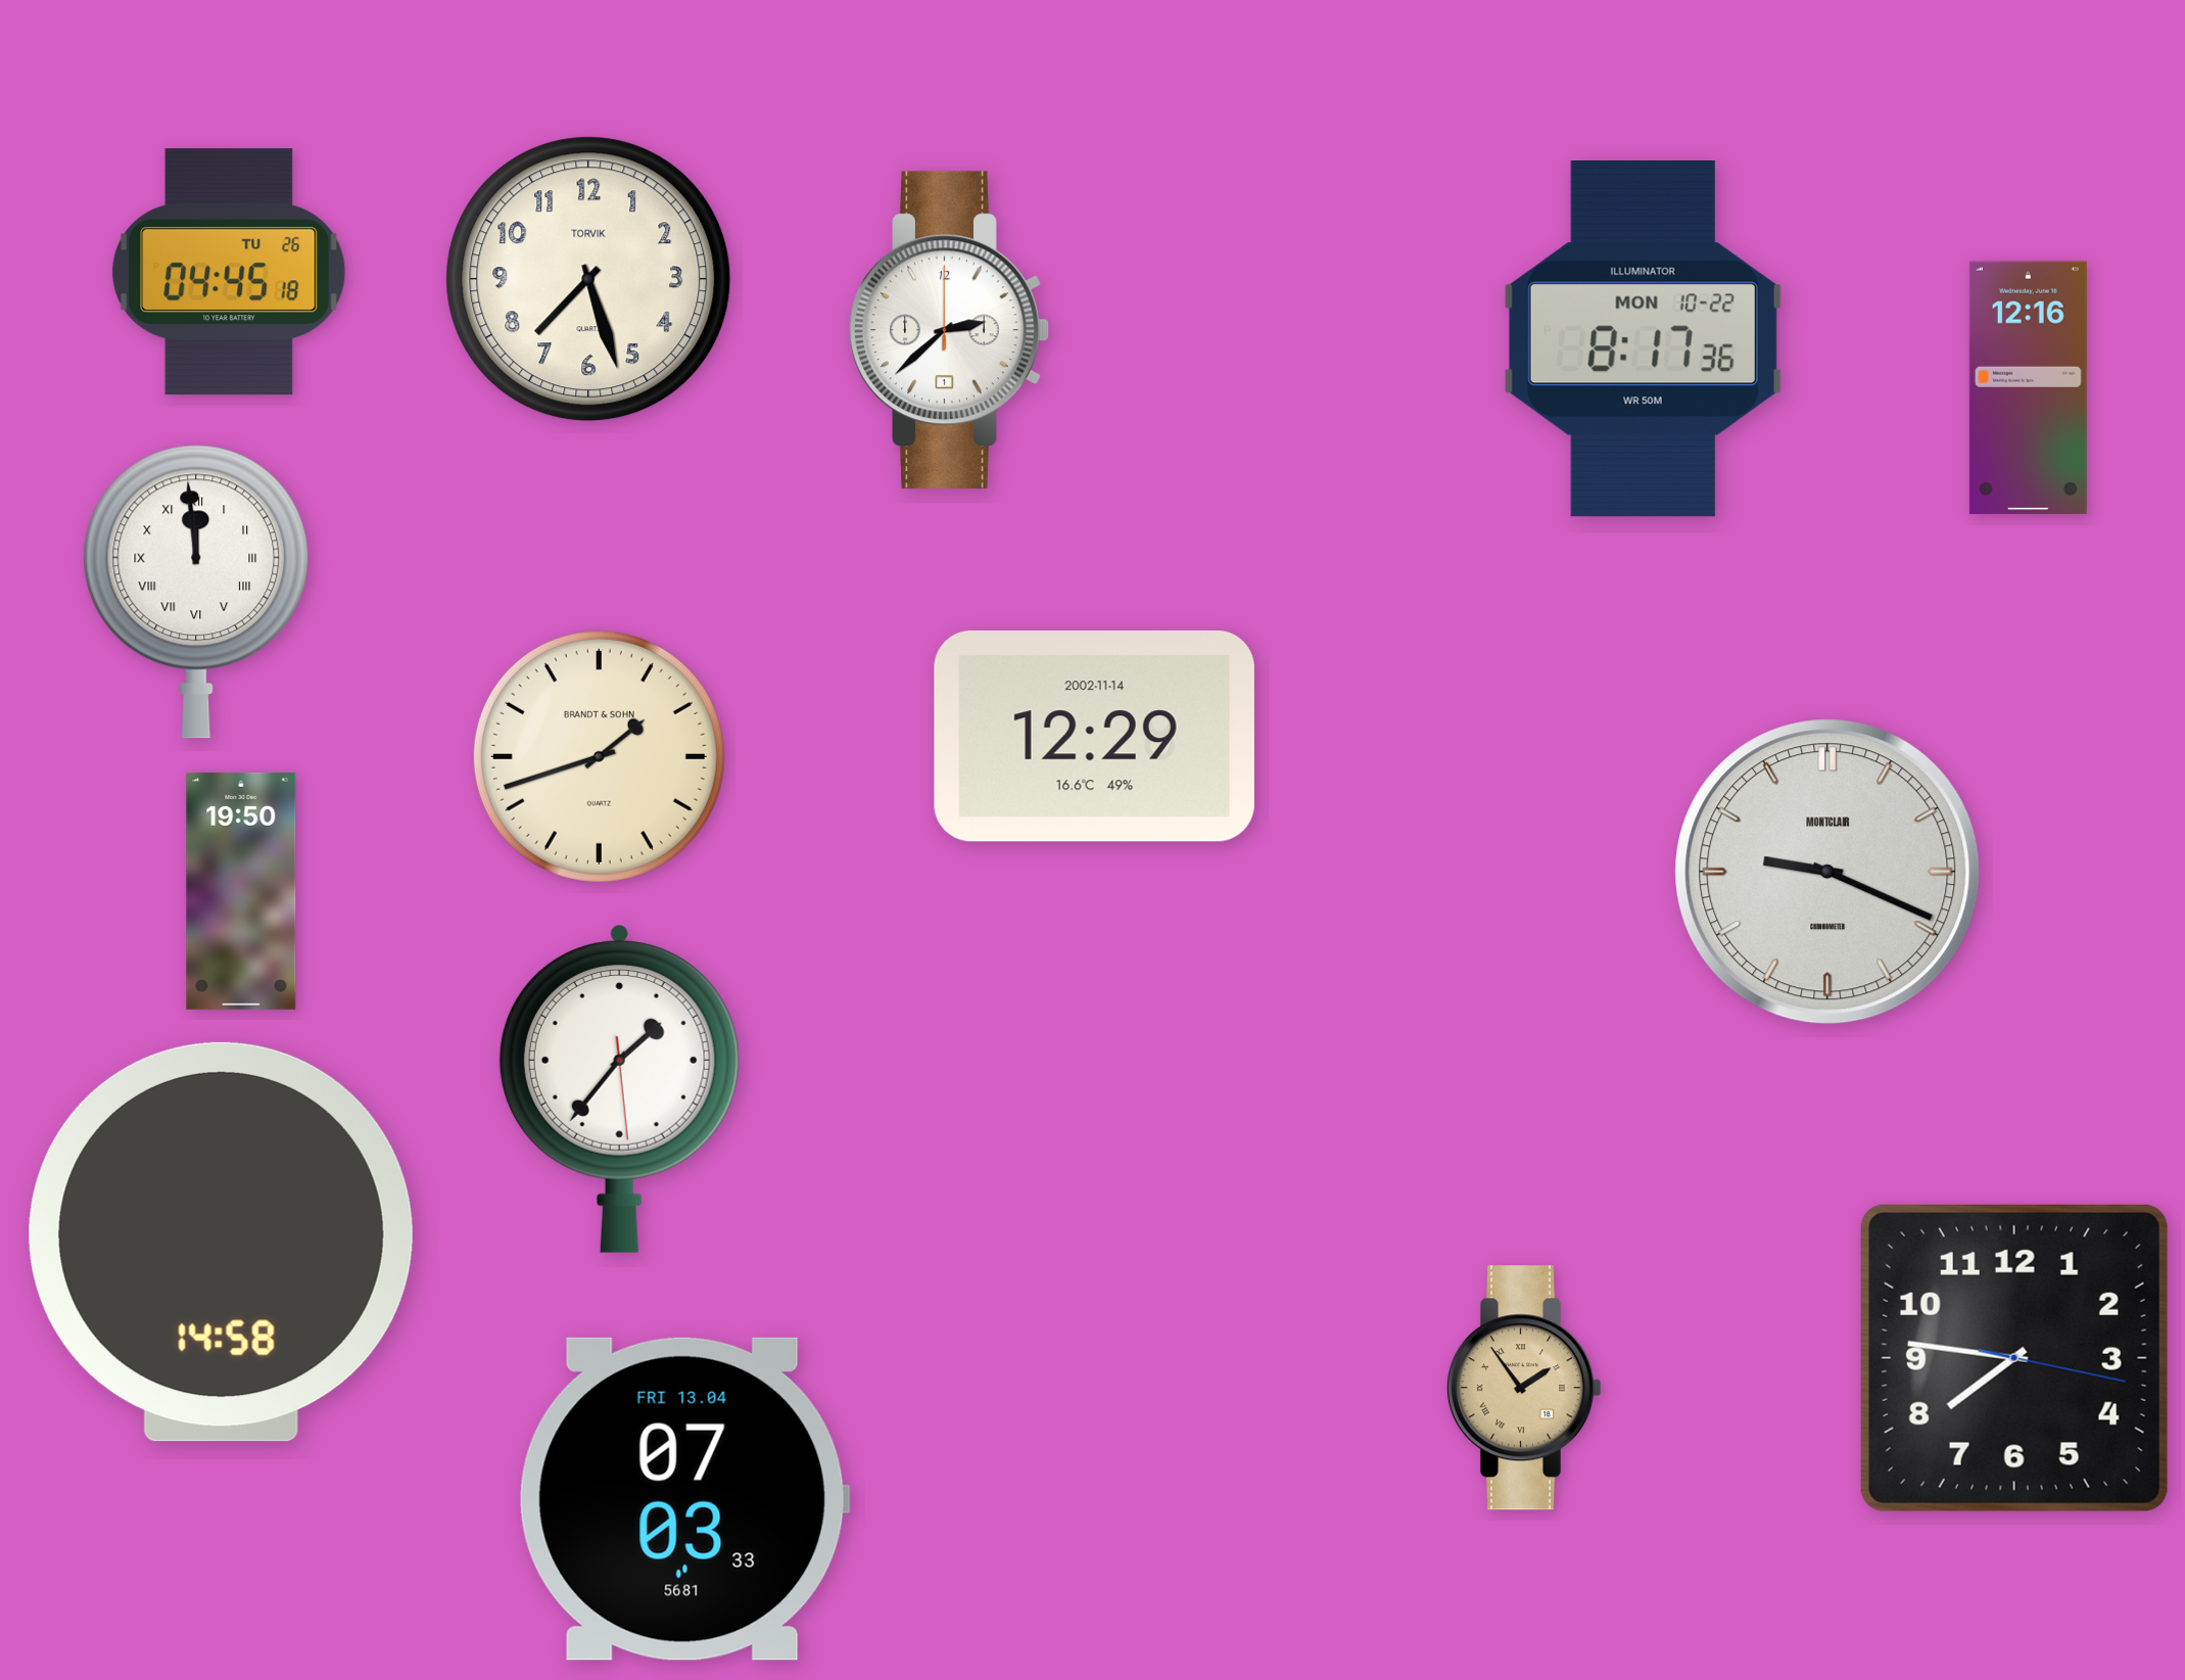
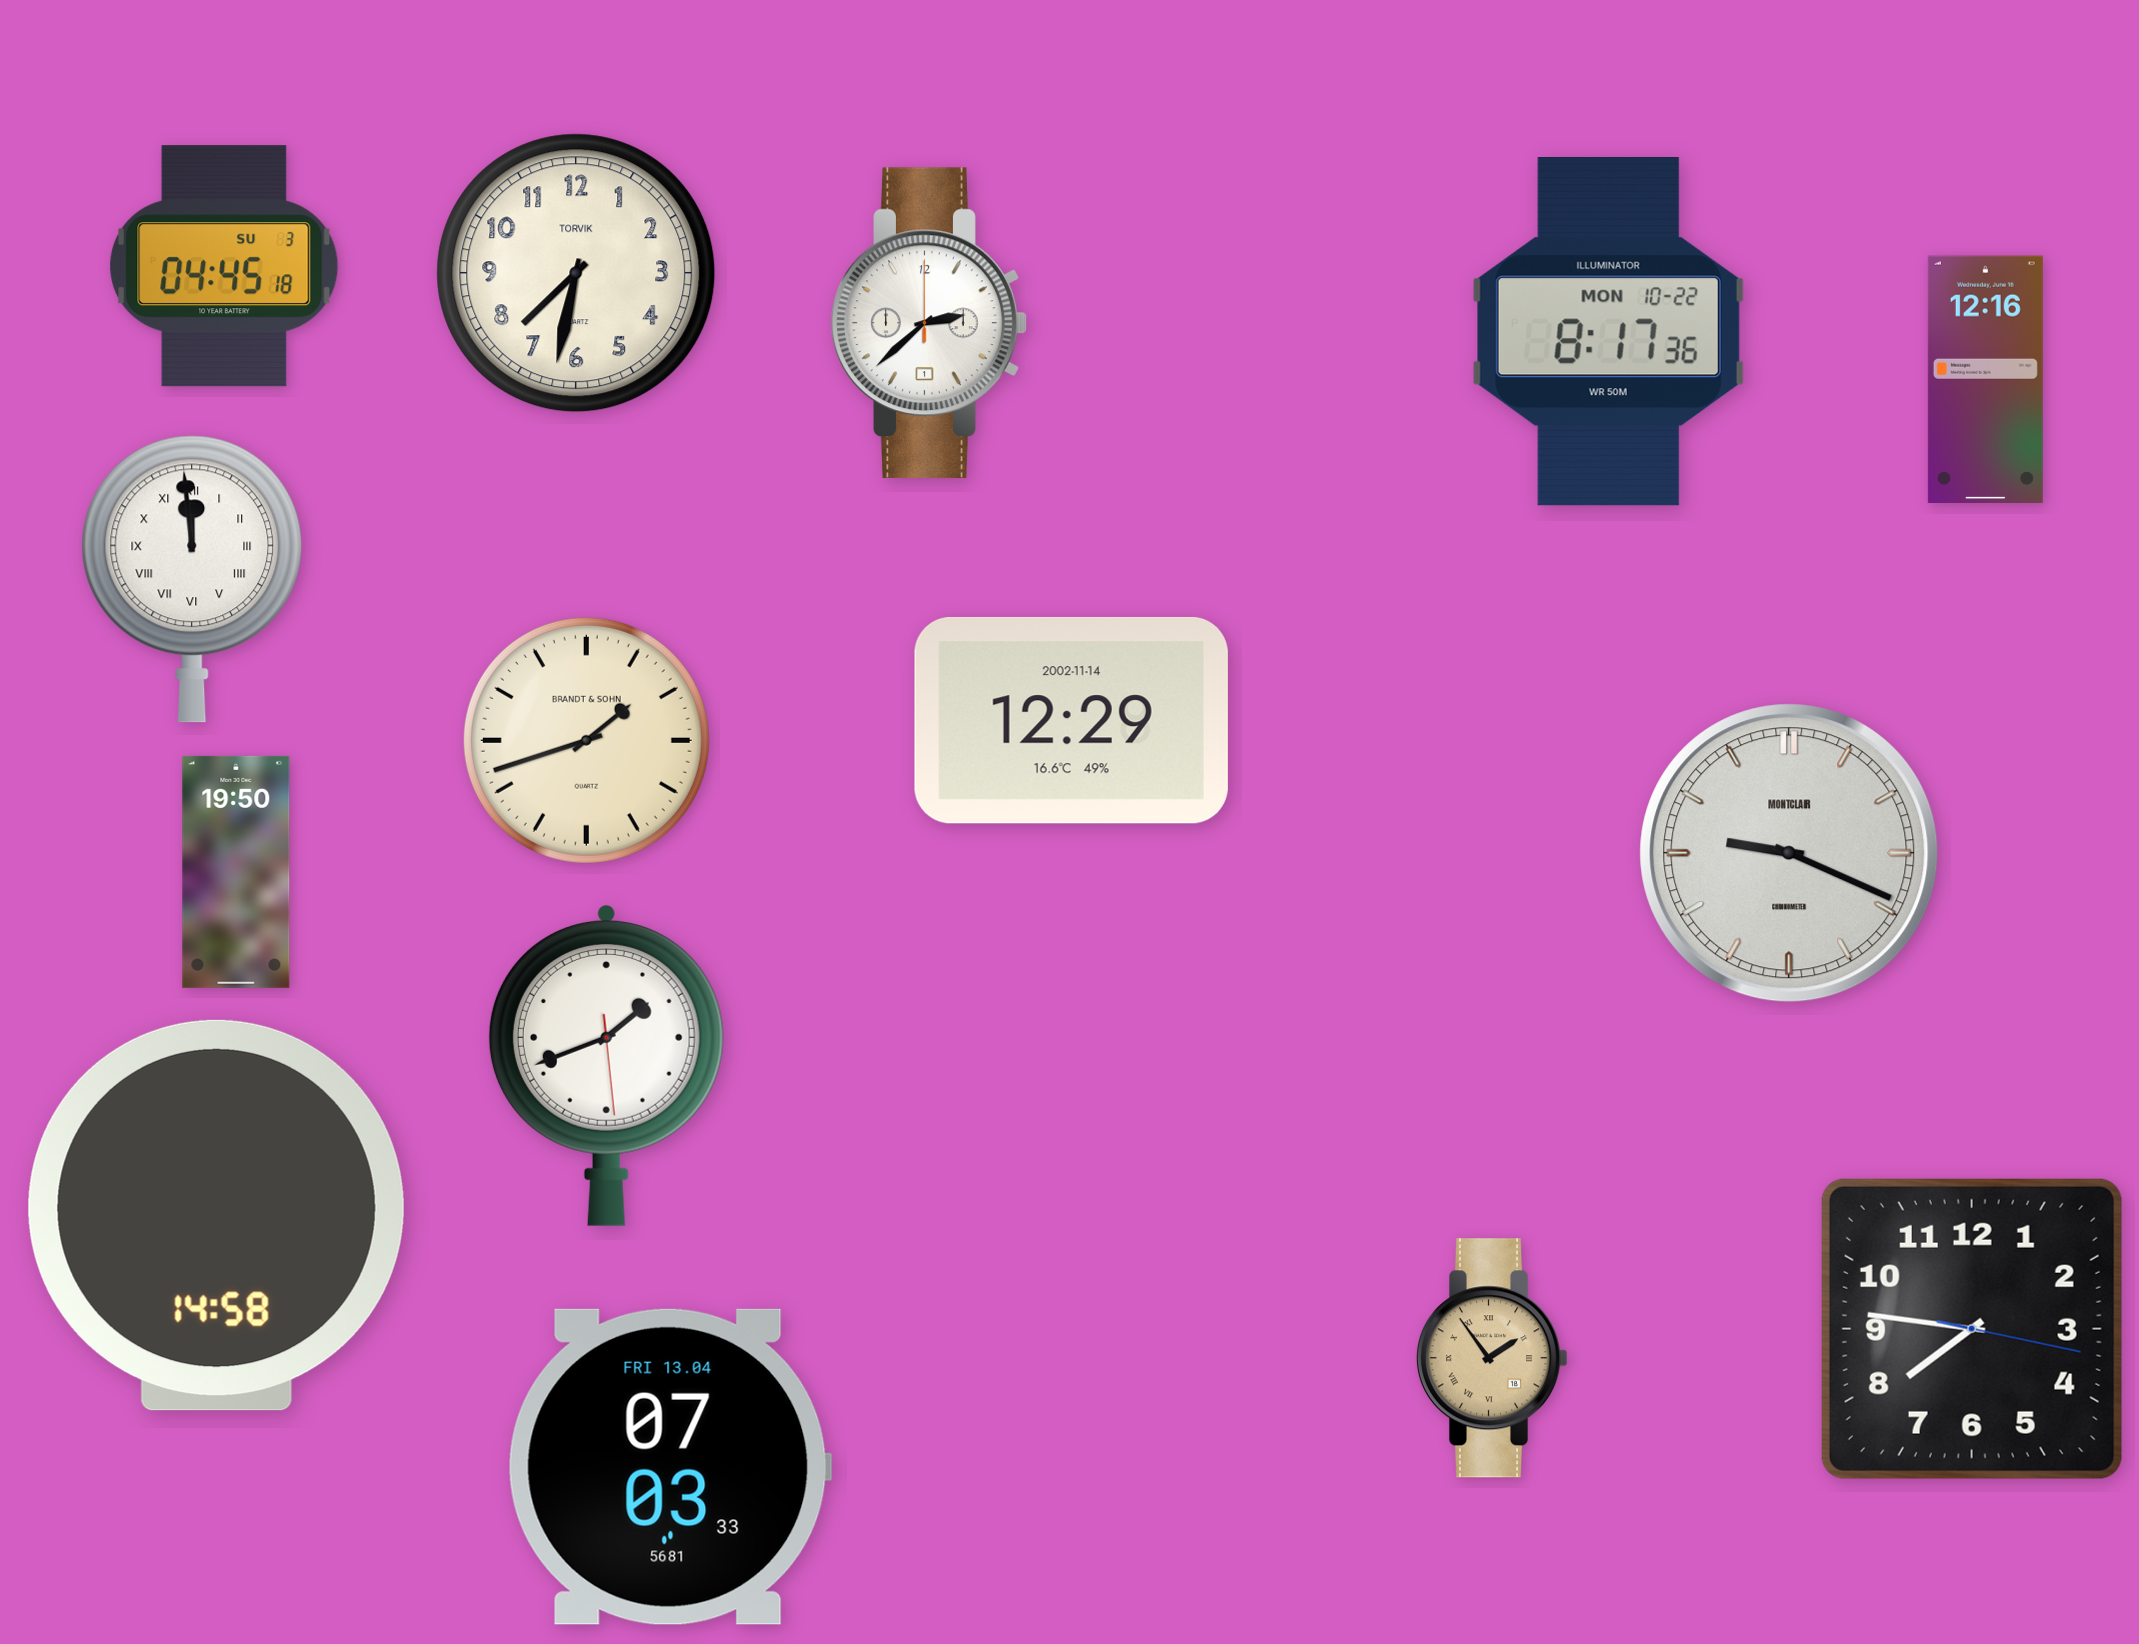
clock at (229, 272) date: TU 26 -> SU 3
clock at (588, 279): 7:27 -> 7:32
clock at (619, 1089): 1:36 -> 1:41
